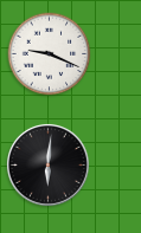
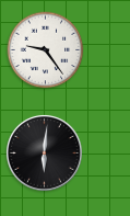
clock at (50, 54): 9:19 -> 9:24
